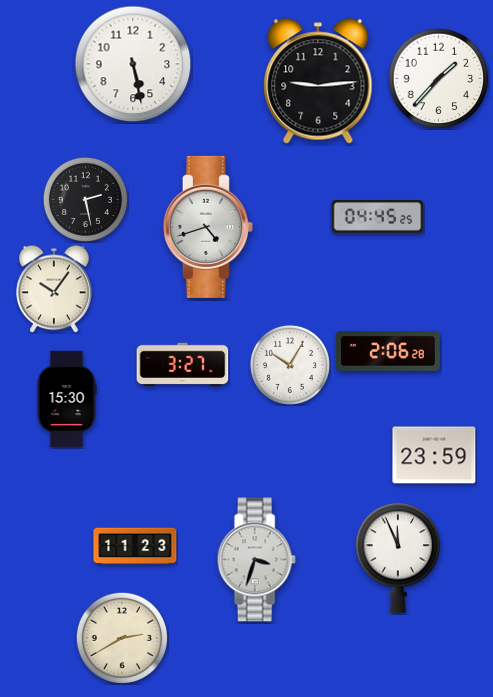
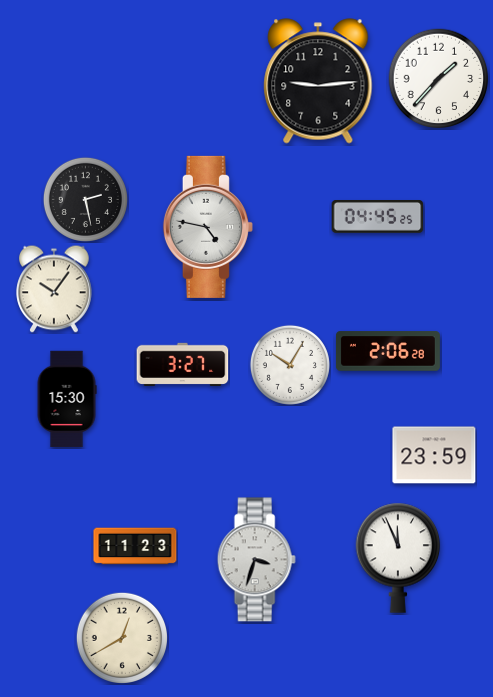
clock at (133, 64): 5:28 -> none
clock at (208, 227): 4:42 -> 4:47
clock at (121, 637): 2:40 -> 12:40
